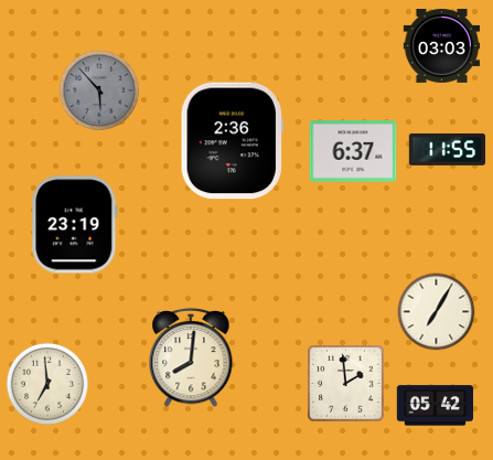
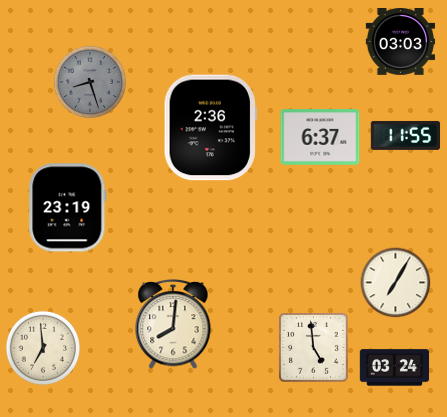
clock at (99, 90): 5:53 -> 8:27
clock at (75, 225) position: (75, 225) -> (68, 208)
clock at (346, 384): 1:59 -> 4:59
clock at (436, 406): 05:42 -> 03:24
